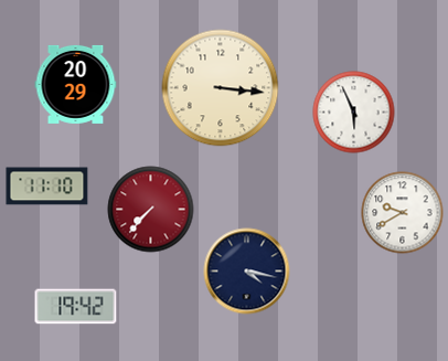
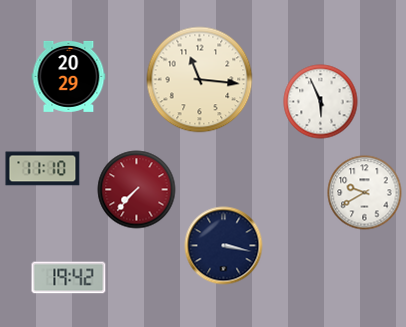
clock at (221, 88): 3:16 -> 11:16
clock at (247, 272): 4:17 -> 3:17
